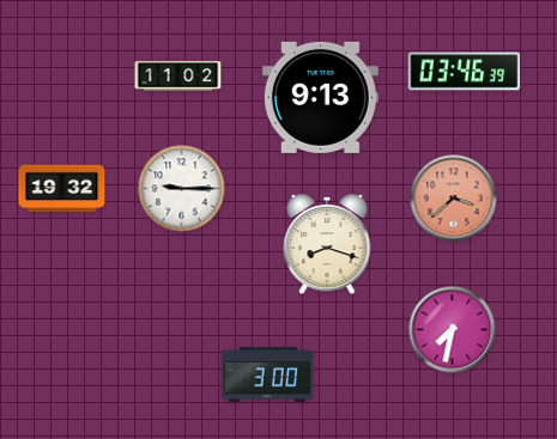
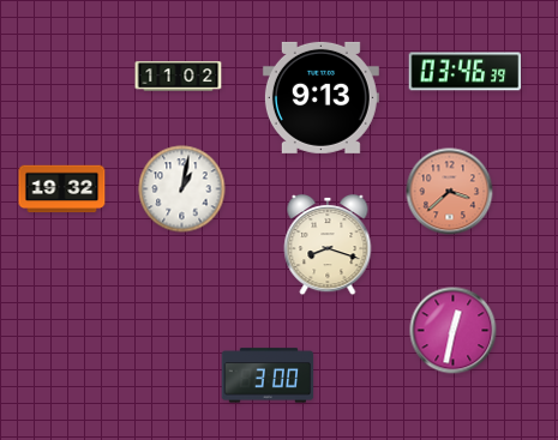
clock at (182, 189): 9:15 -> 1:02
clock at (454, 199) position: (454, 199) -> (450, 192)
clock at (453, 330): 7:32 -> 12:32
